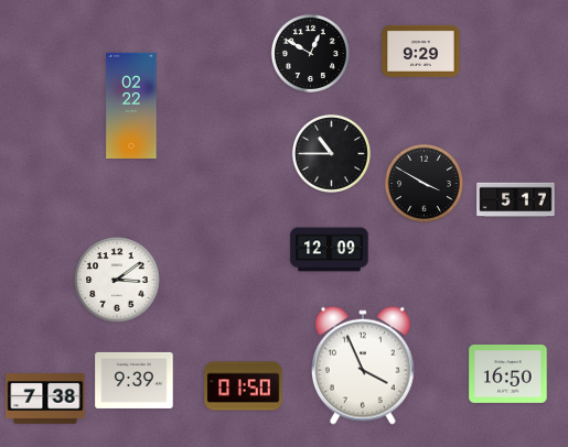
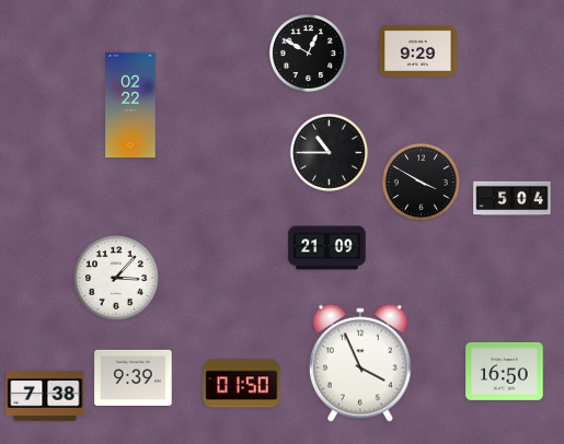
clock at (516, 200): 5:17 -> 5:04
clock at (330, 250): 12:09 -> 21:09
clock at (117, 280): 3:09 -> 3:07
